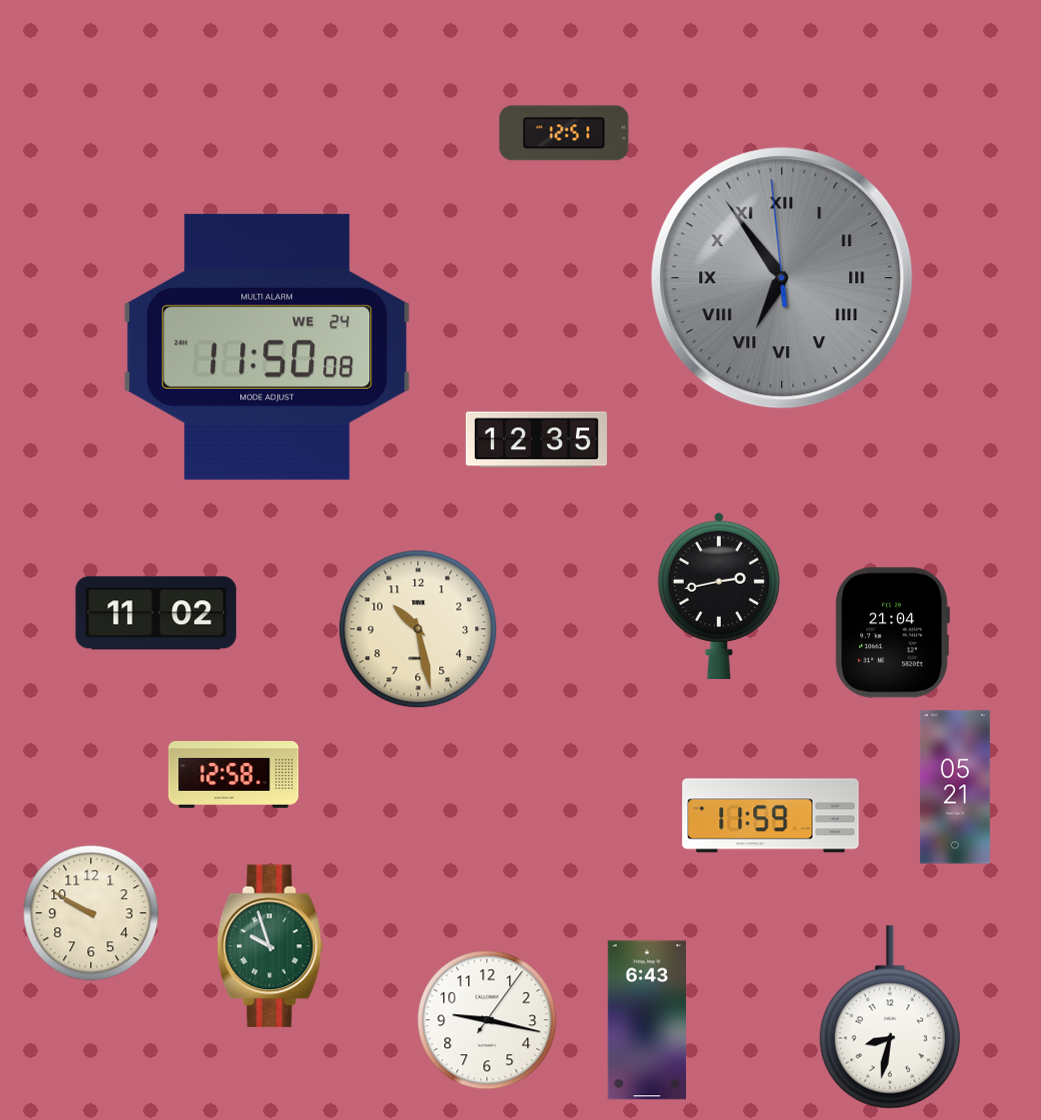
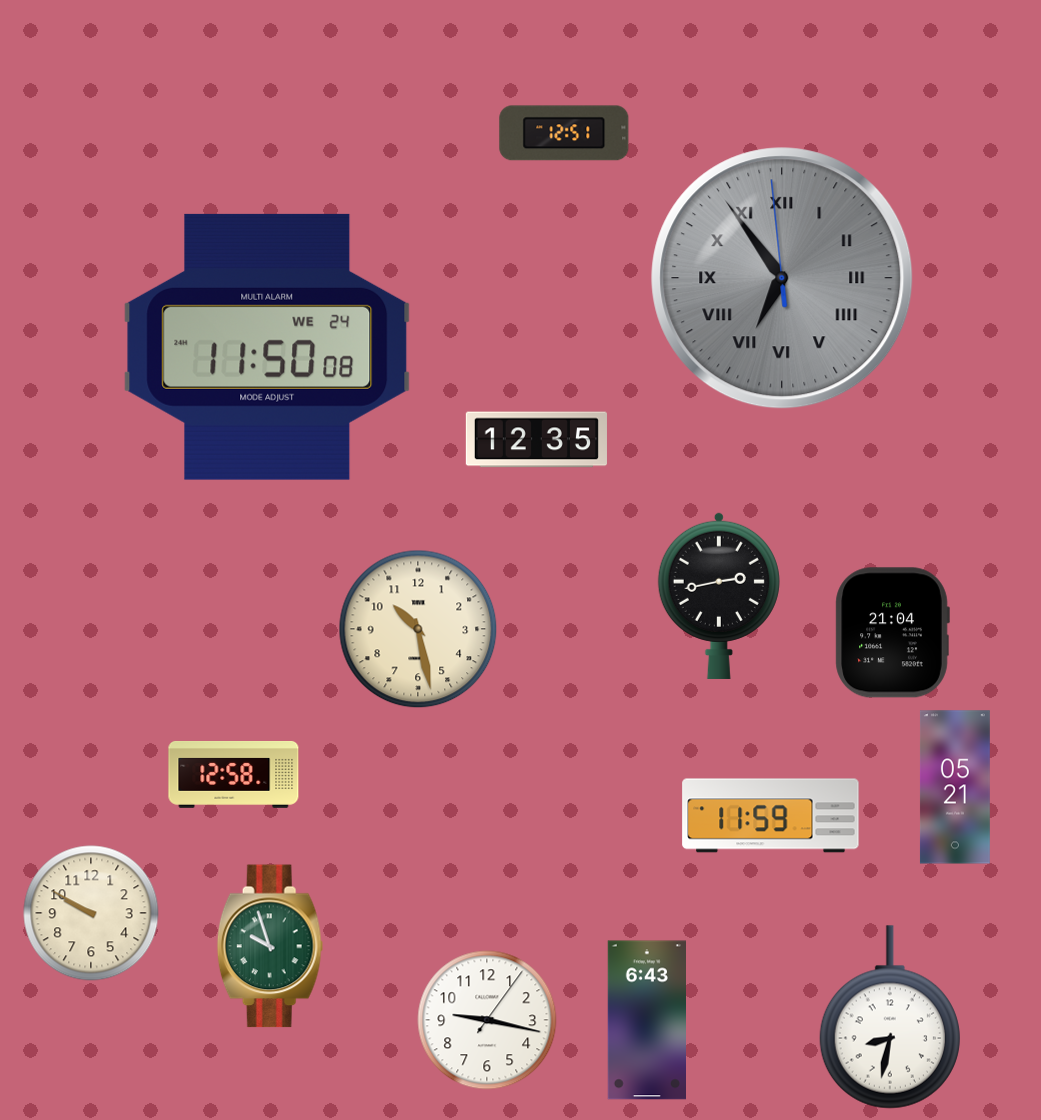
clock at (156, 613): 11:02 -> none
